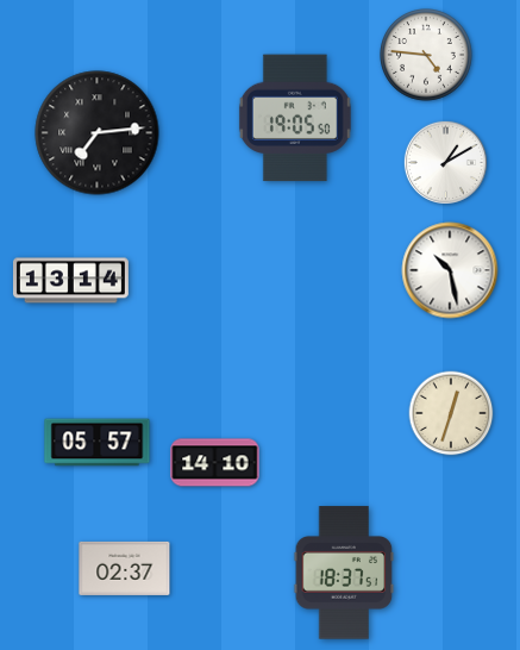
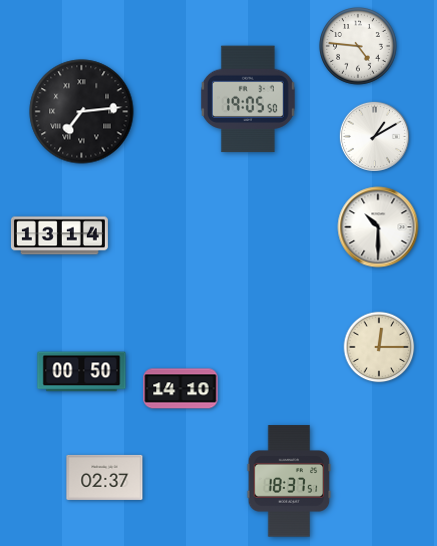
clock at (450, 270): 10:28 -> 10:30
clock at (451, 413): 12:33 -> 12:15
clock at (98, 443): 05:57 -> 00:50
